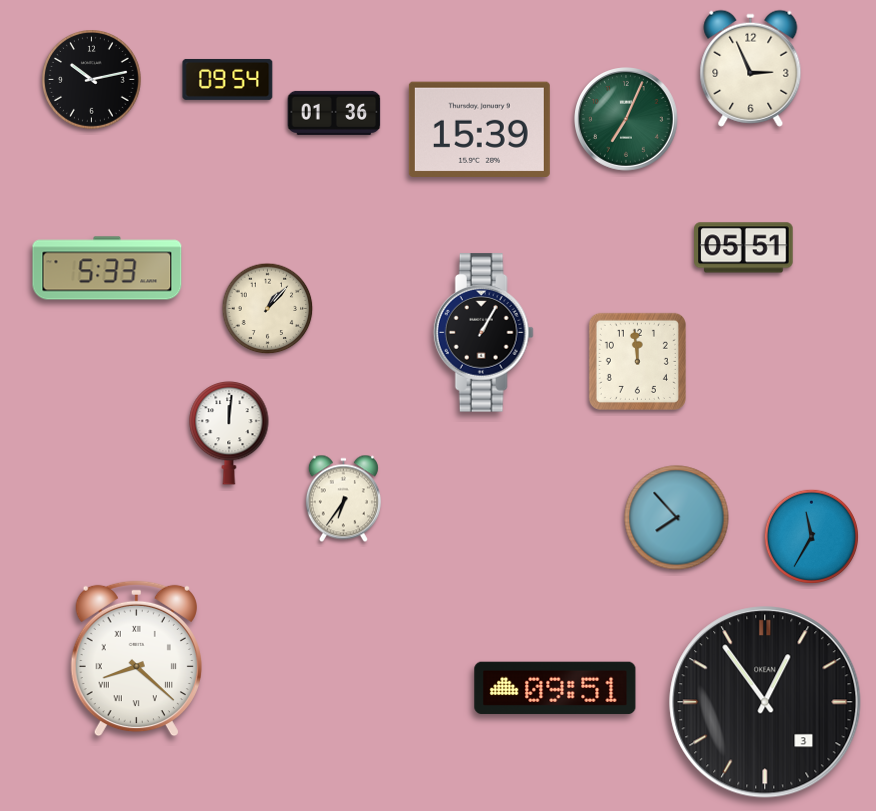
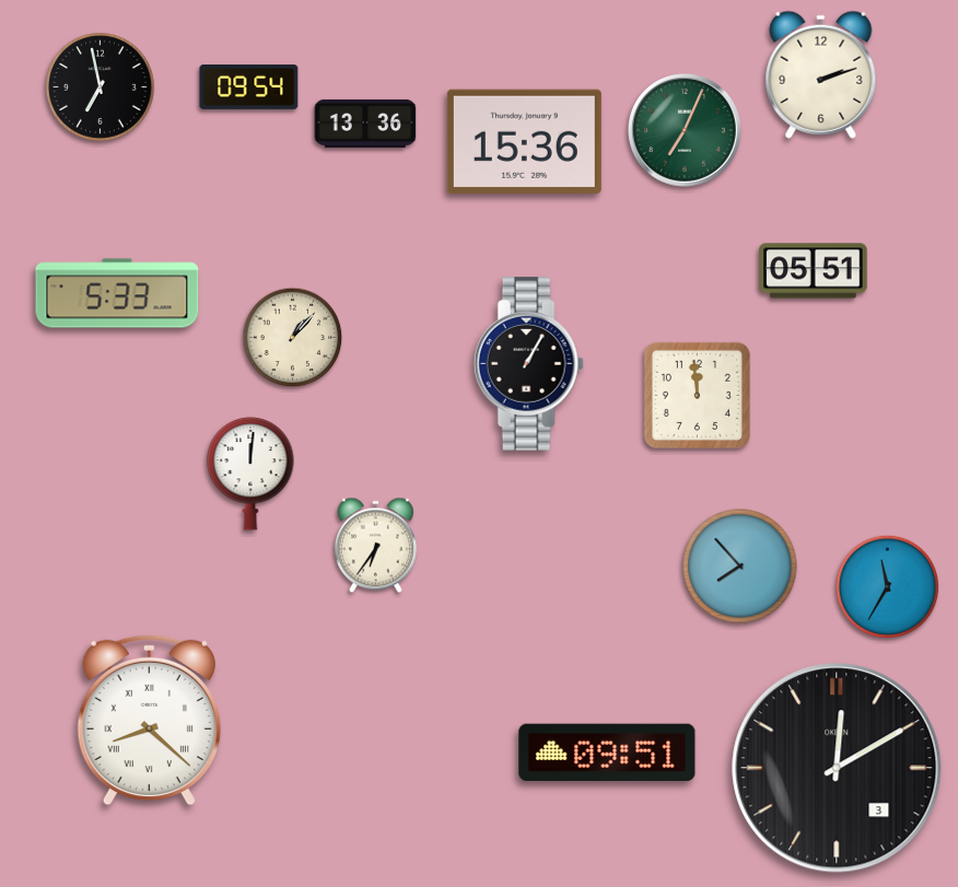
clock at (751, 68): 2:56 -> 2:12
clock at (92, 80): 10:13 -> 6:58
clock at (334, 113): 01:36 -> 13:36
clock at (479, 129): 15:39 -> 15:36
clock at (765, 702): 12:54 -> 12:10
